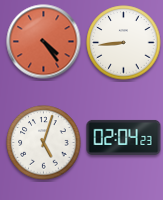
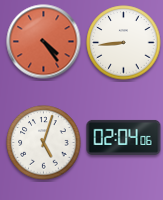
clock at (124, 137): 02:04:23 -> 02:04:06
